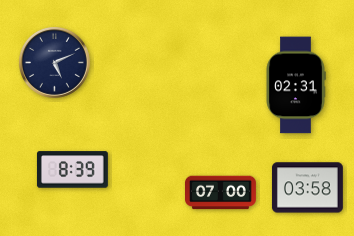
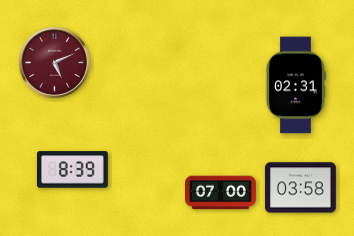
clock at (55, 63) dial: navy -> burgundy
clock at (307, 188) position: (307, 188) -> (300, 188)
